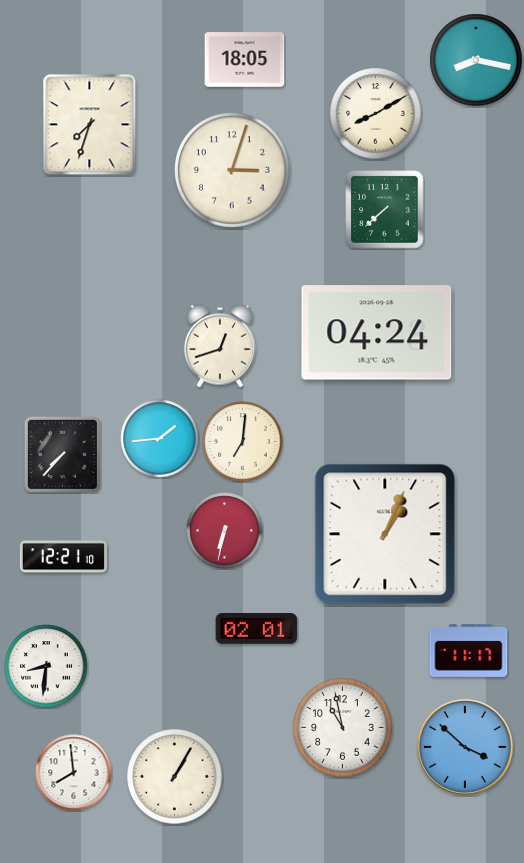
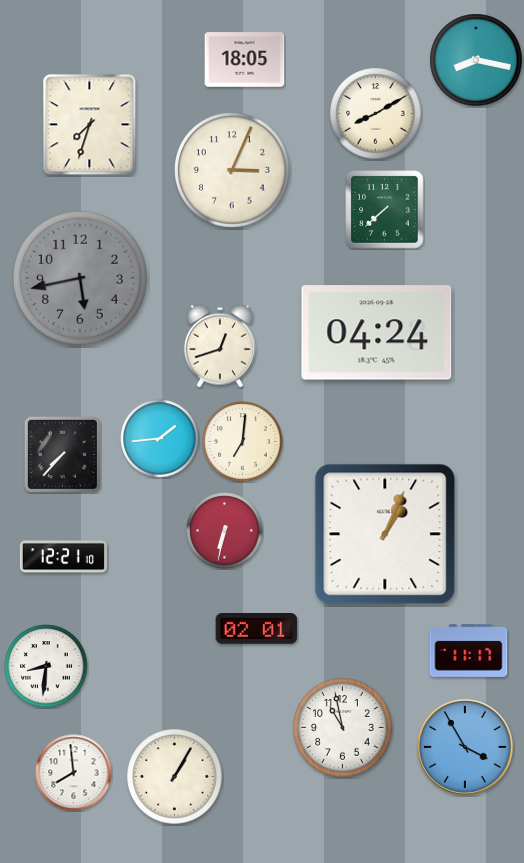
clock at (233, 171): 3:03 -> 3:04
clock at (80, 278): none -> 5:43
clock at (466, 748): 3:52 -> 3:55
